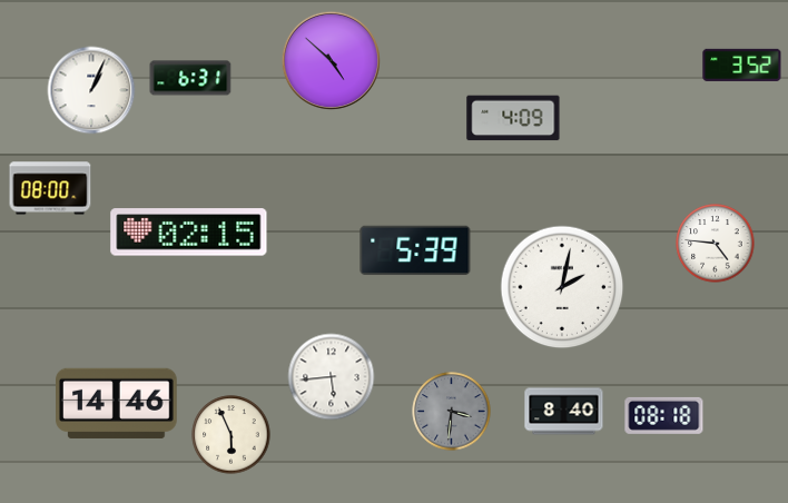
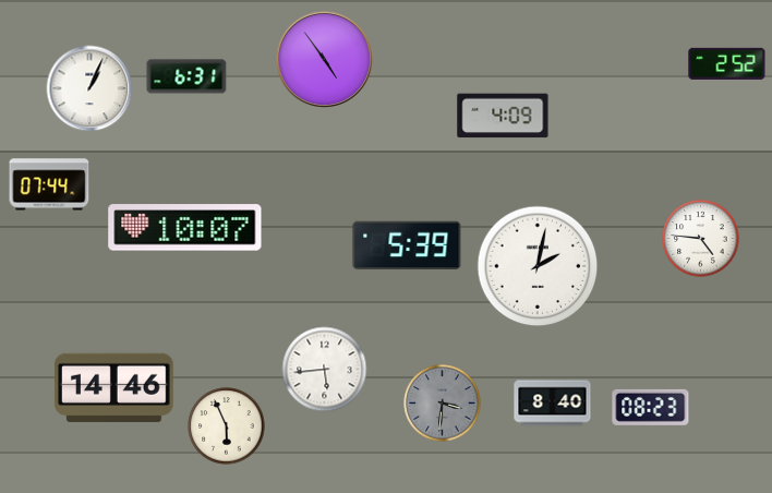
clock at (331, 60): 4:52 -> 4:54
clock at (742, 65): 3:52 -> 2:52
clock at (50, 188): 08:00 -> 07:44
clock at (189, 233): 02:15 -> 10:07
clock at (562, 287) position: (562, 287) -> (538, 266)
clock at (117, 403) position: (117, 403) -> (114, 387)
clock at (664, 415): 08:18 -> 08:23
